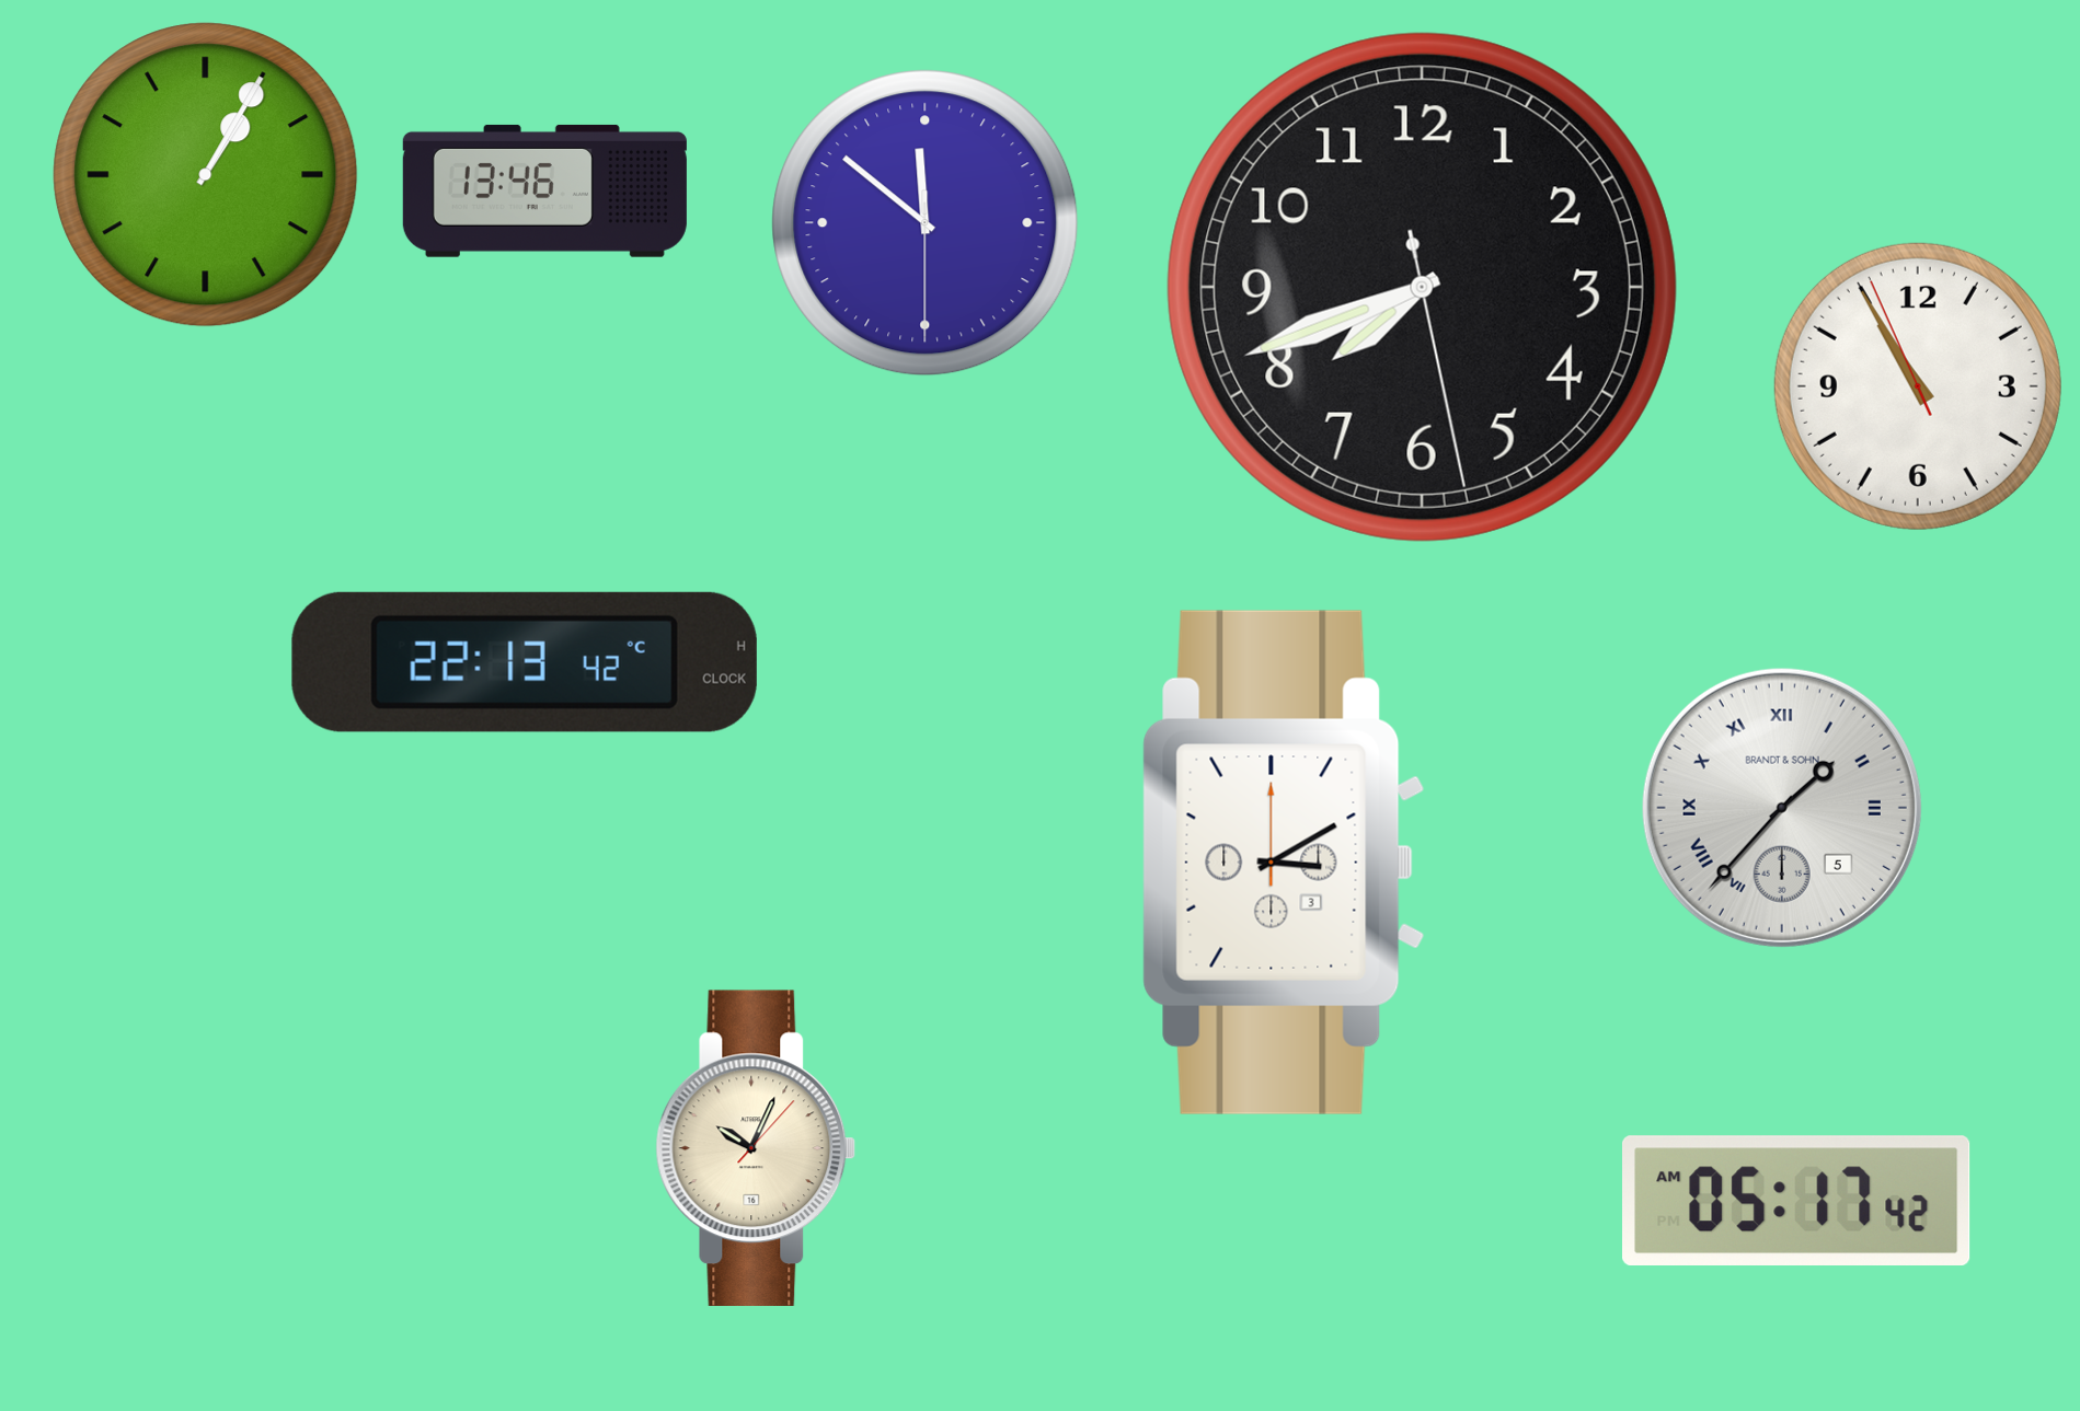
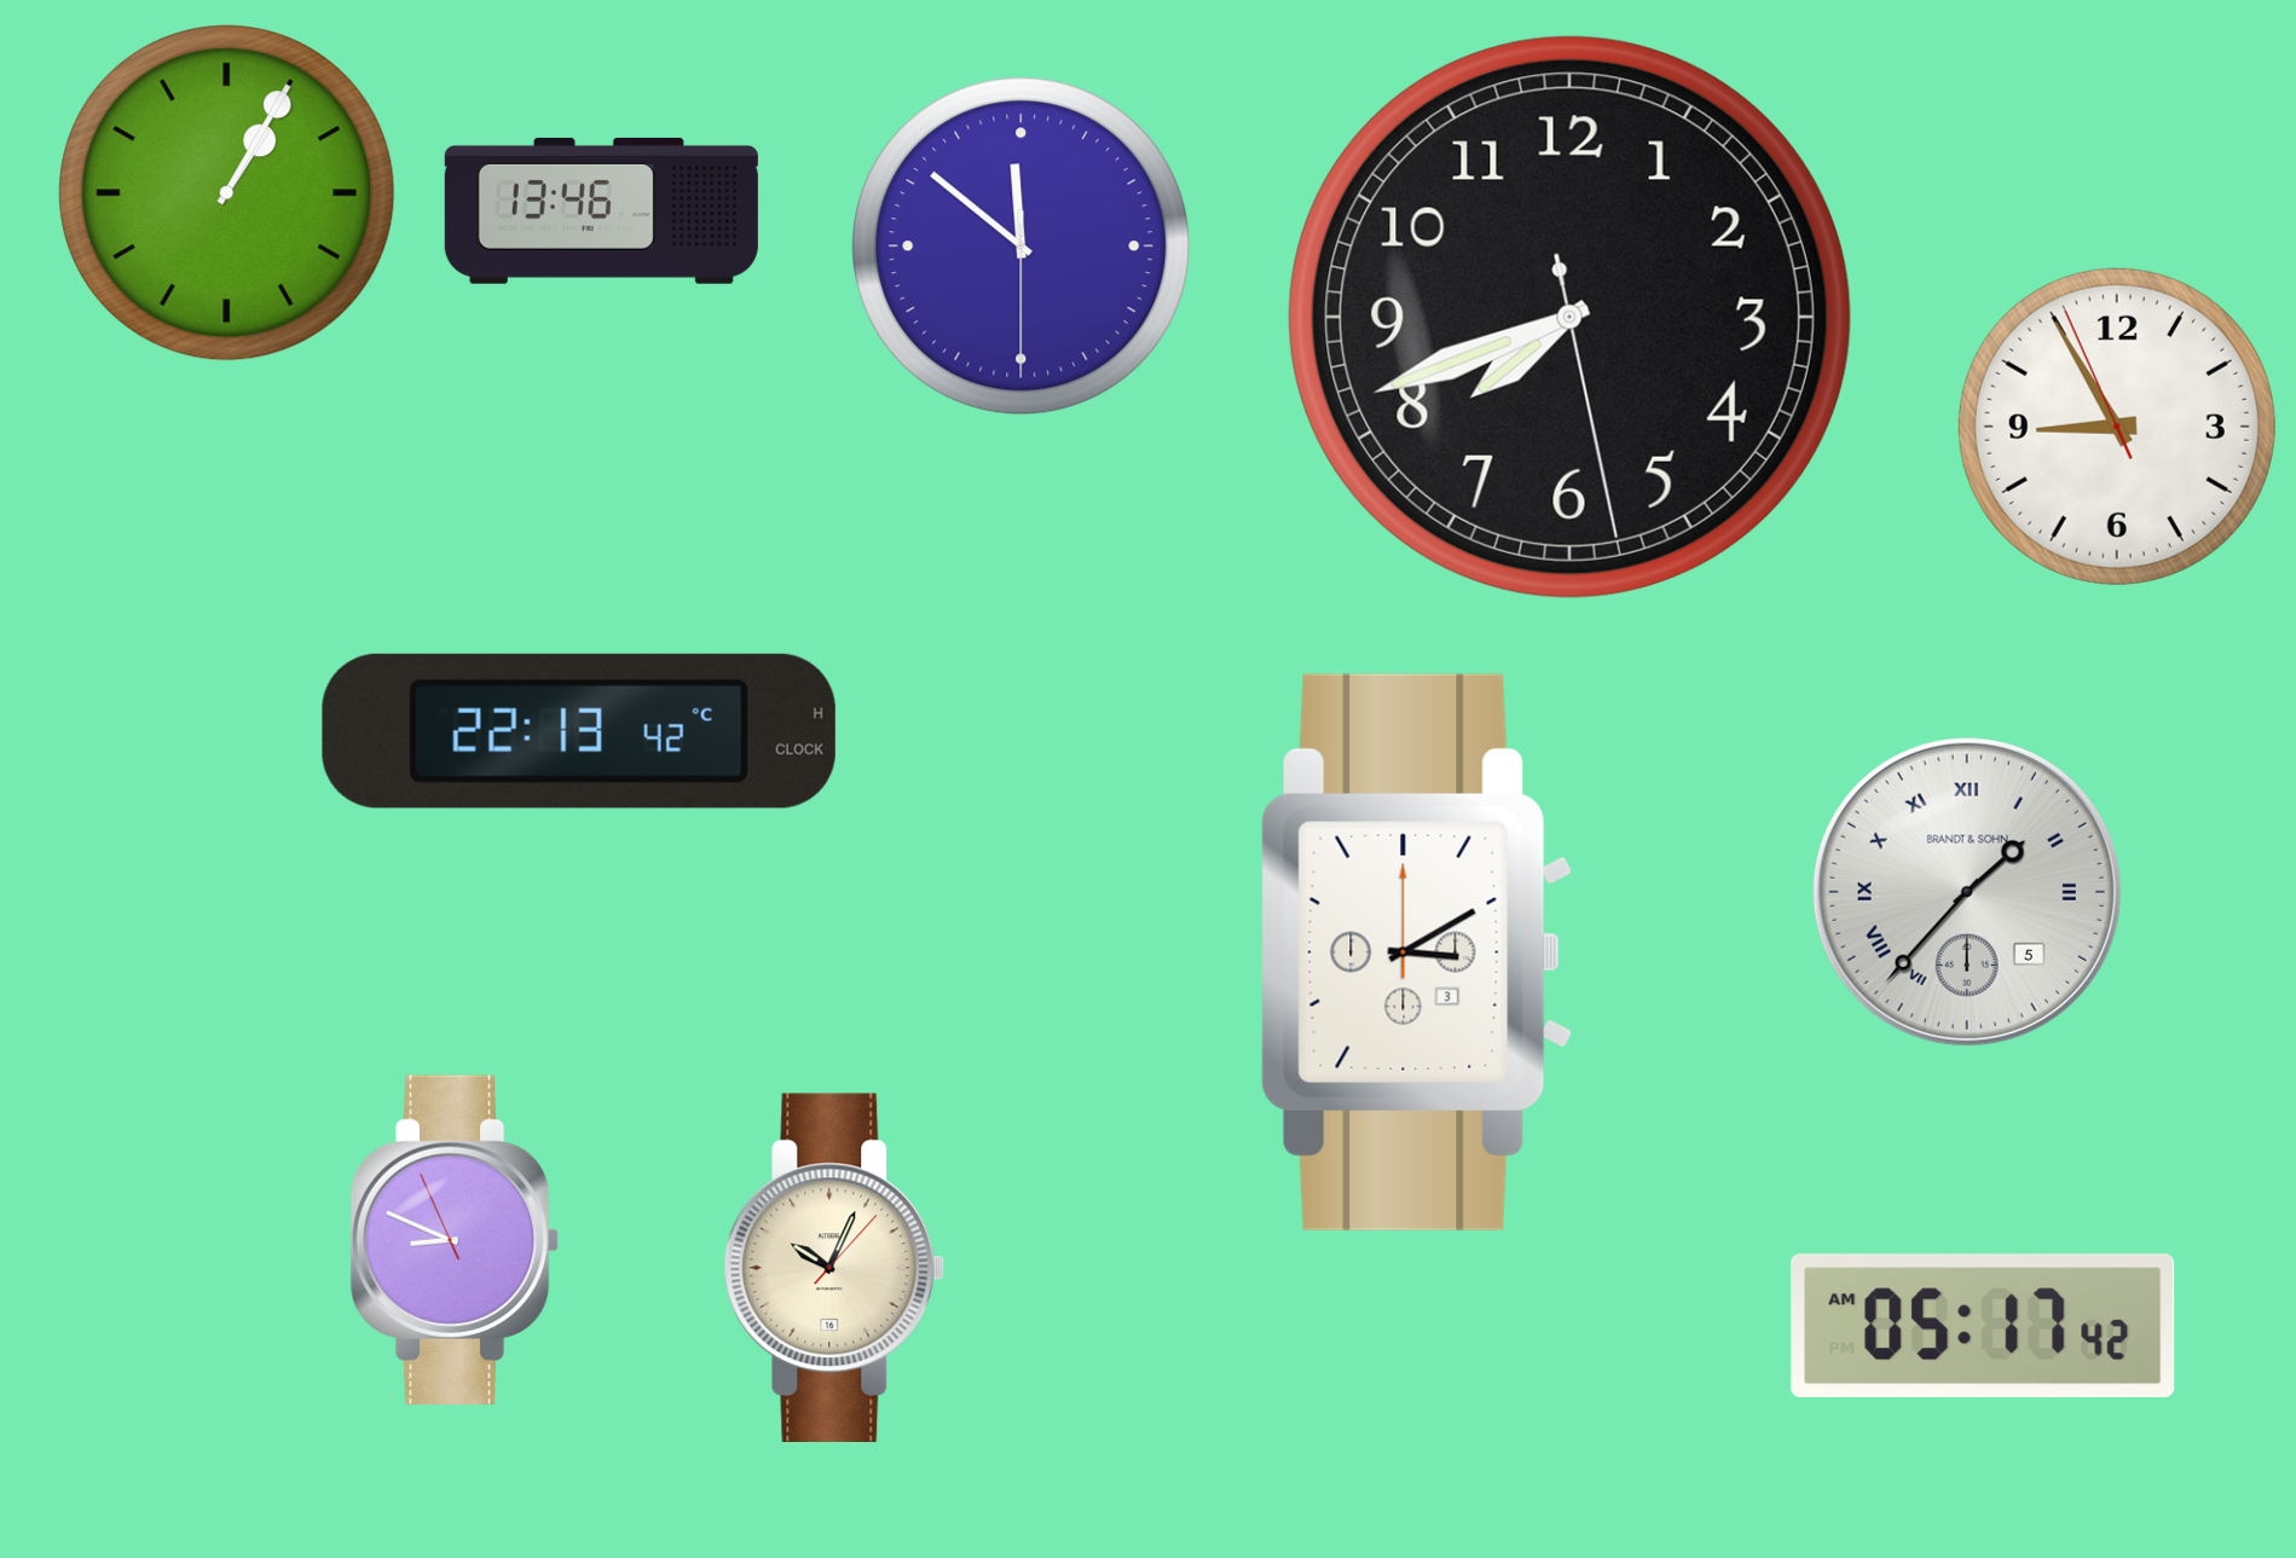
clock at (1918, 386): 10:54 -> 8:54
clock at (455, 1240): none -> 8:48
